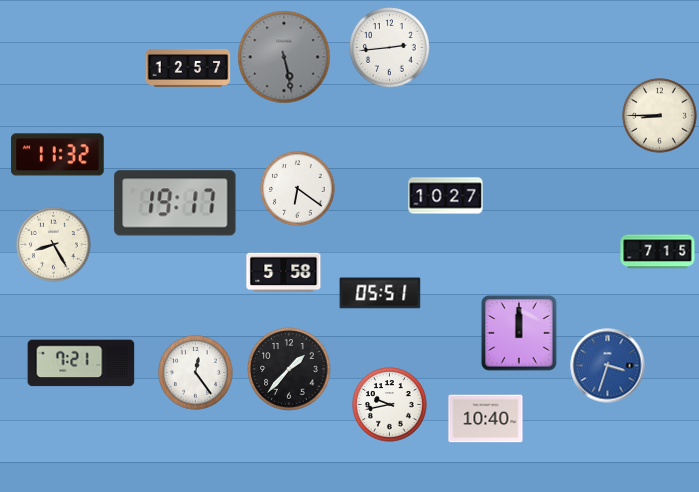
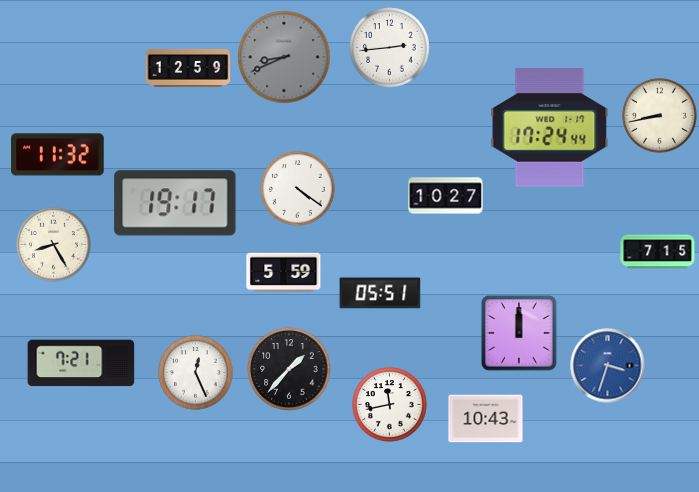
clock at (284, 57): 5:28 -> 8:41
clock at (188, 68): 12:57 -> 12:59
clock at (660, 116): 8:45 -> 8:43
clock at (550, 128): none -> 17:24
clock at (298, 189): 6:21 -> 4:21
clock at (284, 273): 5:58 -> 5:59
clock at (196, 373): 12:24 -> 12:26
clock at (390, 405): 9:43 -> 11:43
clock at (486, 419): 10:40 -> 10:43
